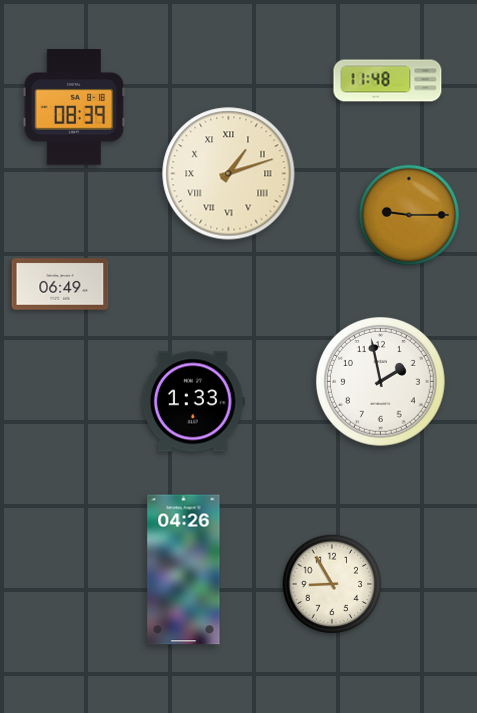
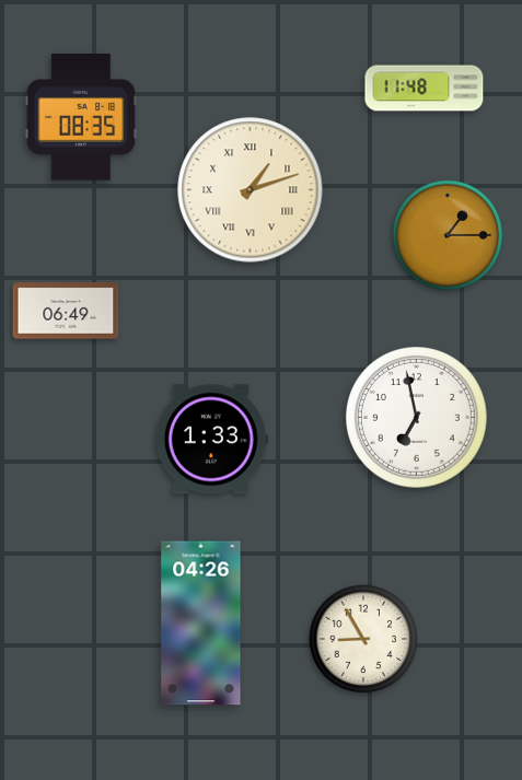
clock at (74, 107): 08:39 -> 08:35
clock at (409, 215): 9:15 -> 1:15
clock at (381, 382): 1:58 -> 6:58
